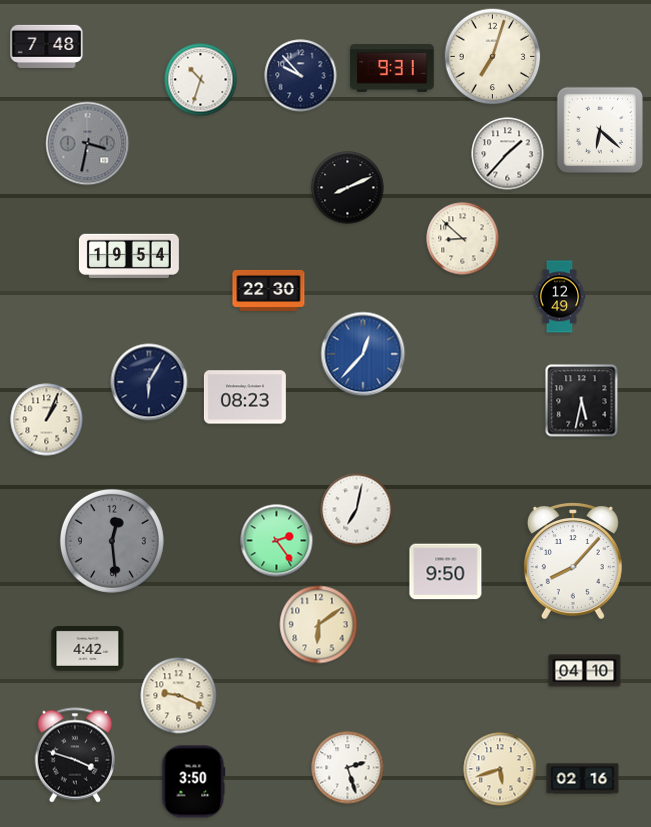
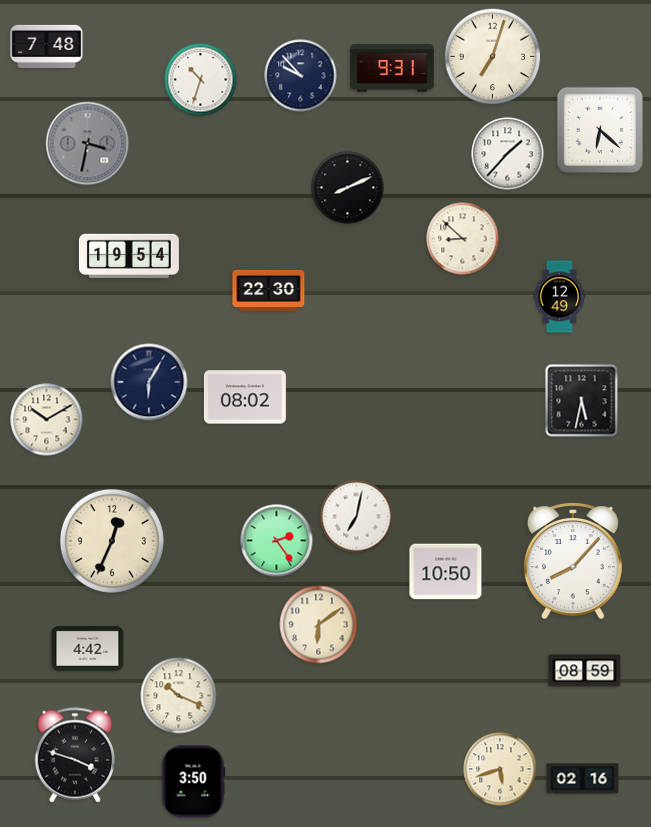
clock at (363, 354): 12:37 -> none
clock at (245, 397): 08:23 -> 08:02
clock at (47, 420): 1:04 -> 10:10
clock at (357, 510) position: (357, 510) -> (357, 517)
clock at (112, 541): 12:29 -> 12:34
clock at (112, 541) dial: grey -> cream
clock at (446, 572): 9:50 -> 10:50
clock at (585, 671): 04:10 -> 08:59
clock at (179, 696): 9:19 -> 10:19
clock at (348, 768): 2:27 -> none
